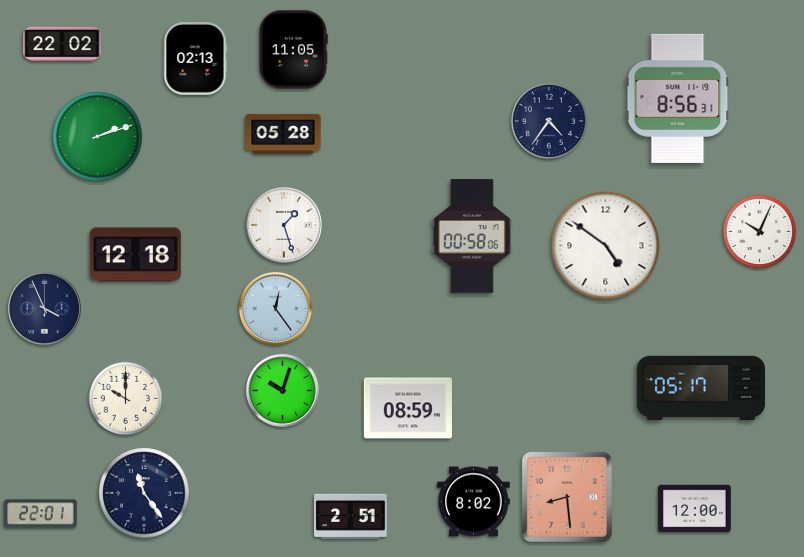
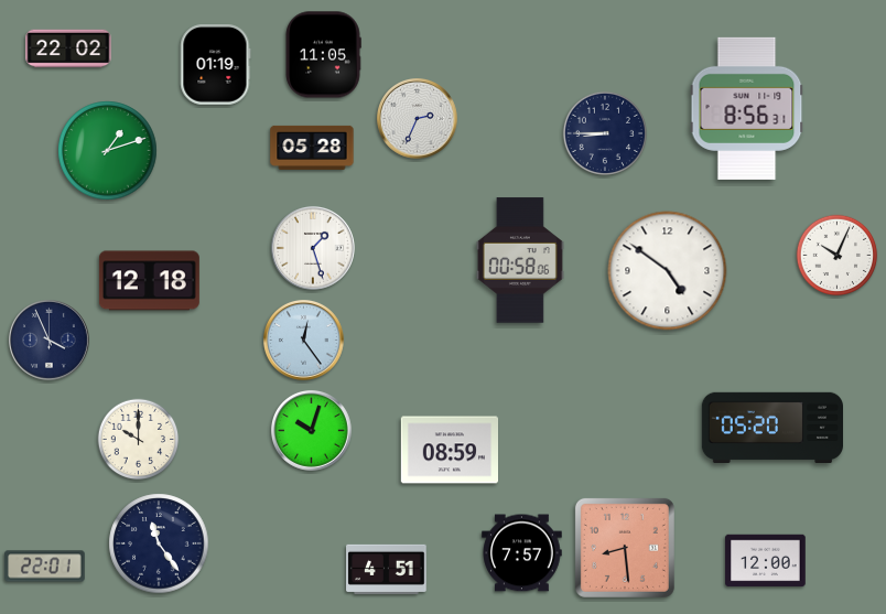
clock at (196, 59): 02:13 -> 01:19
clock at (417, 118): none -> 2:34
clock at (548, 120): 4:36 -> 8:45
clock at (98, 137): 2:12 -> 1:12
clock at (701, 387): 05:17 -> 05:20
clock at (474, 502): 8:02 -> 7:57
clock at (351, 516): 2:51 -> 4:51
